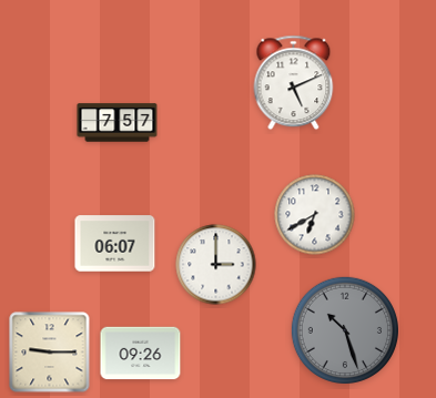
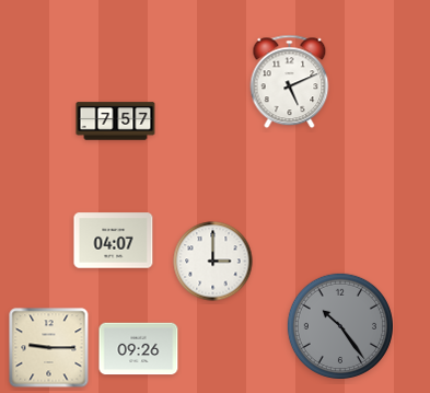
clock at (315, 215): 6:40 -> none
clock at (115, 244): 06:07 -> 04:07
clock at (344, 329): 10:27 -> 10:24
